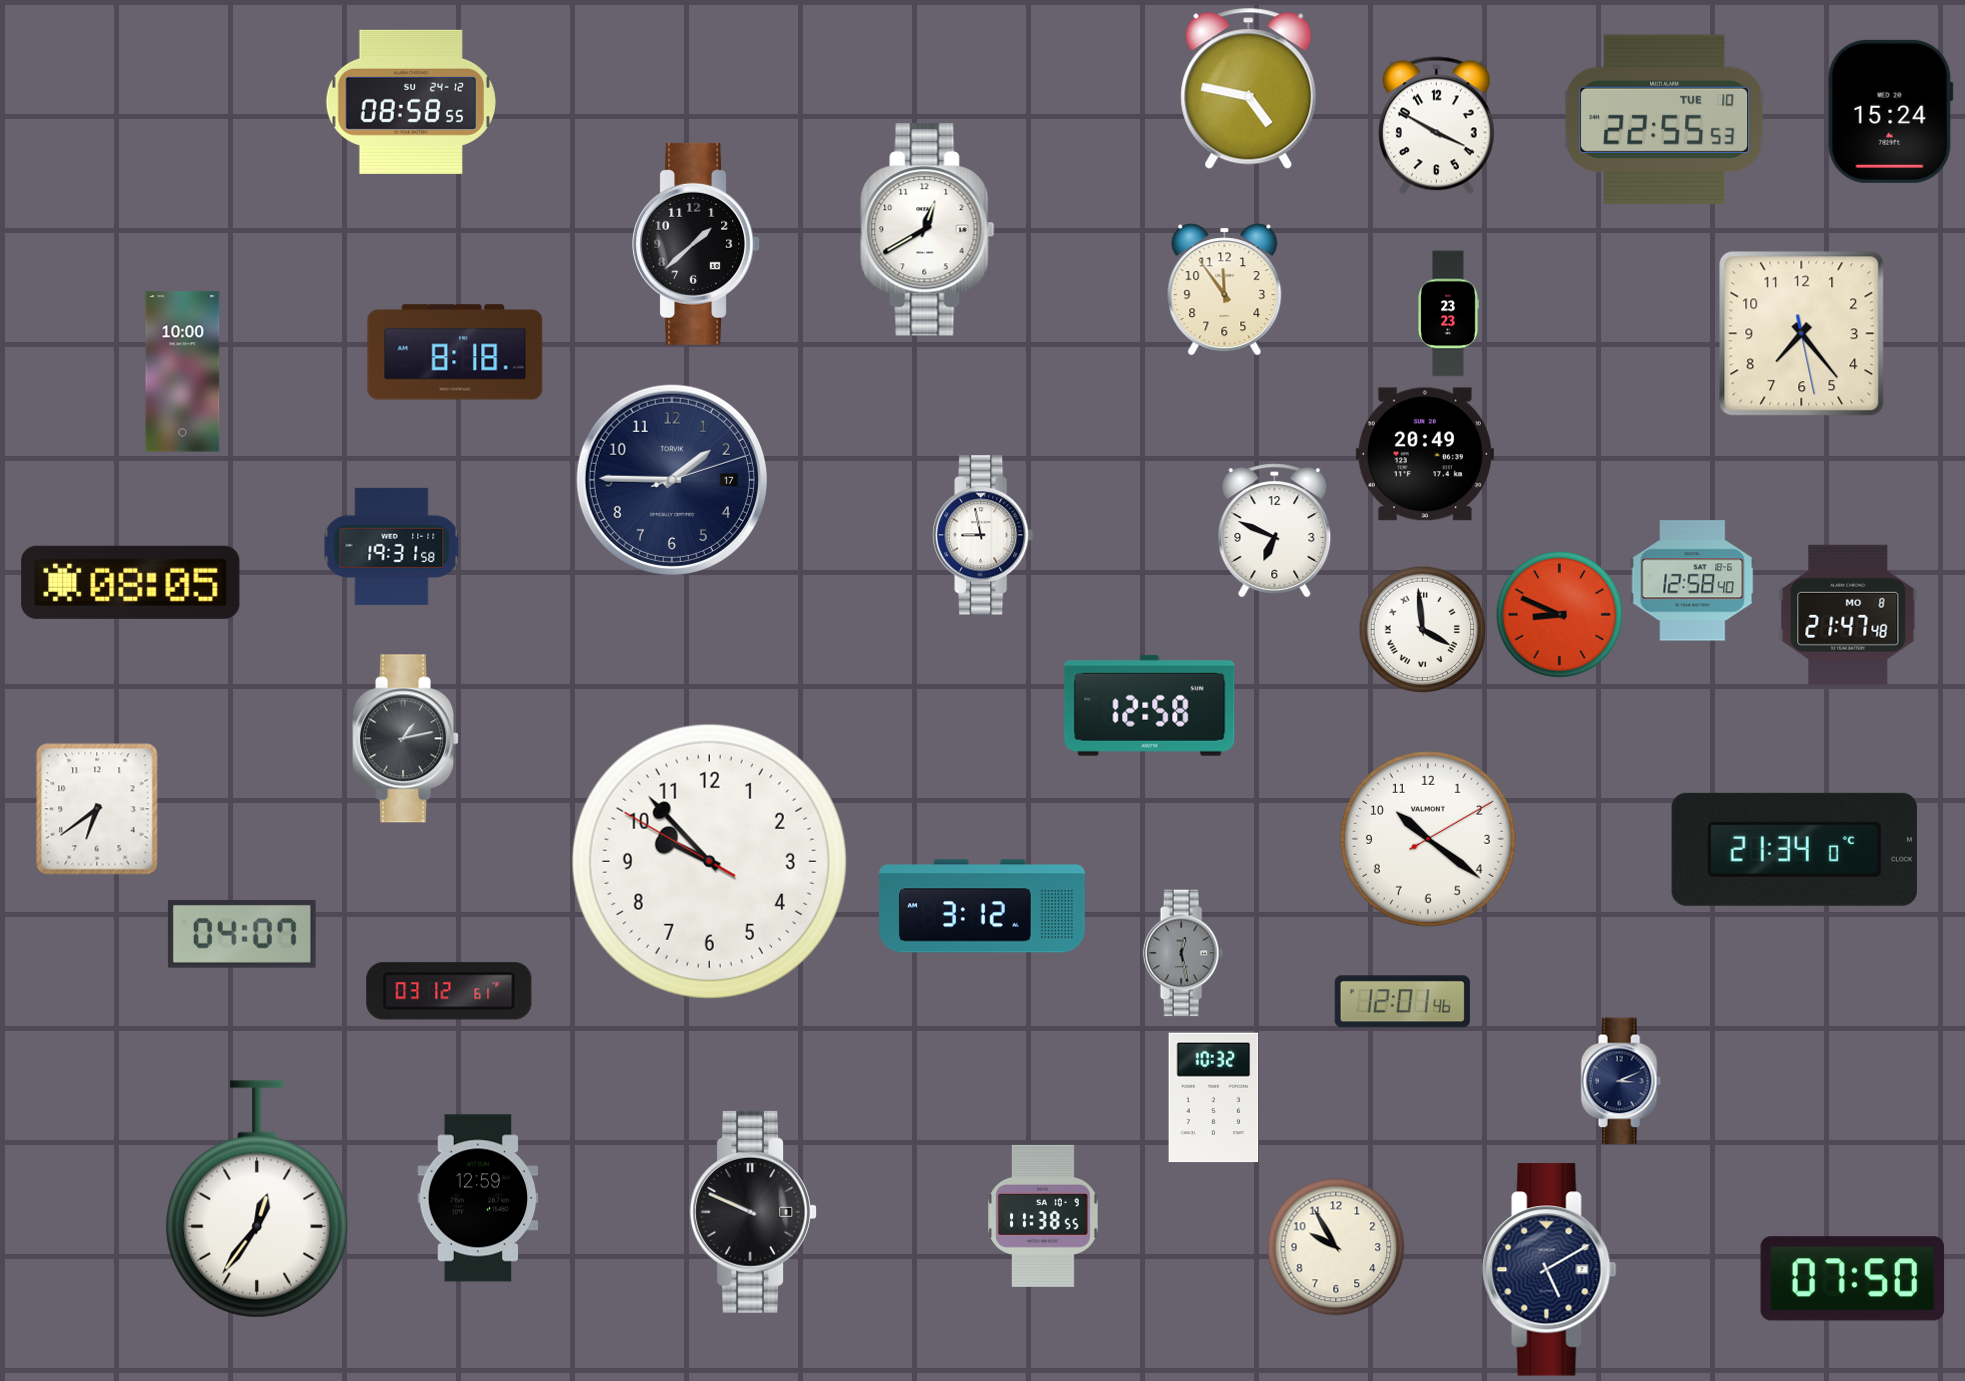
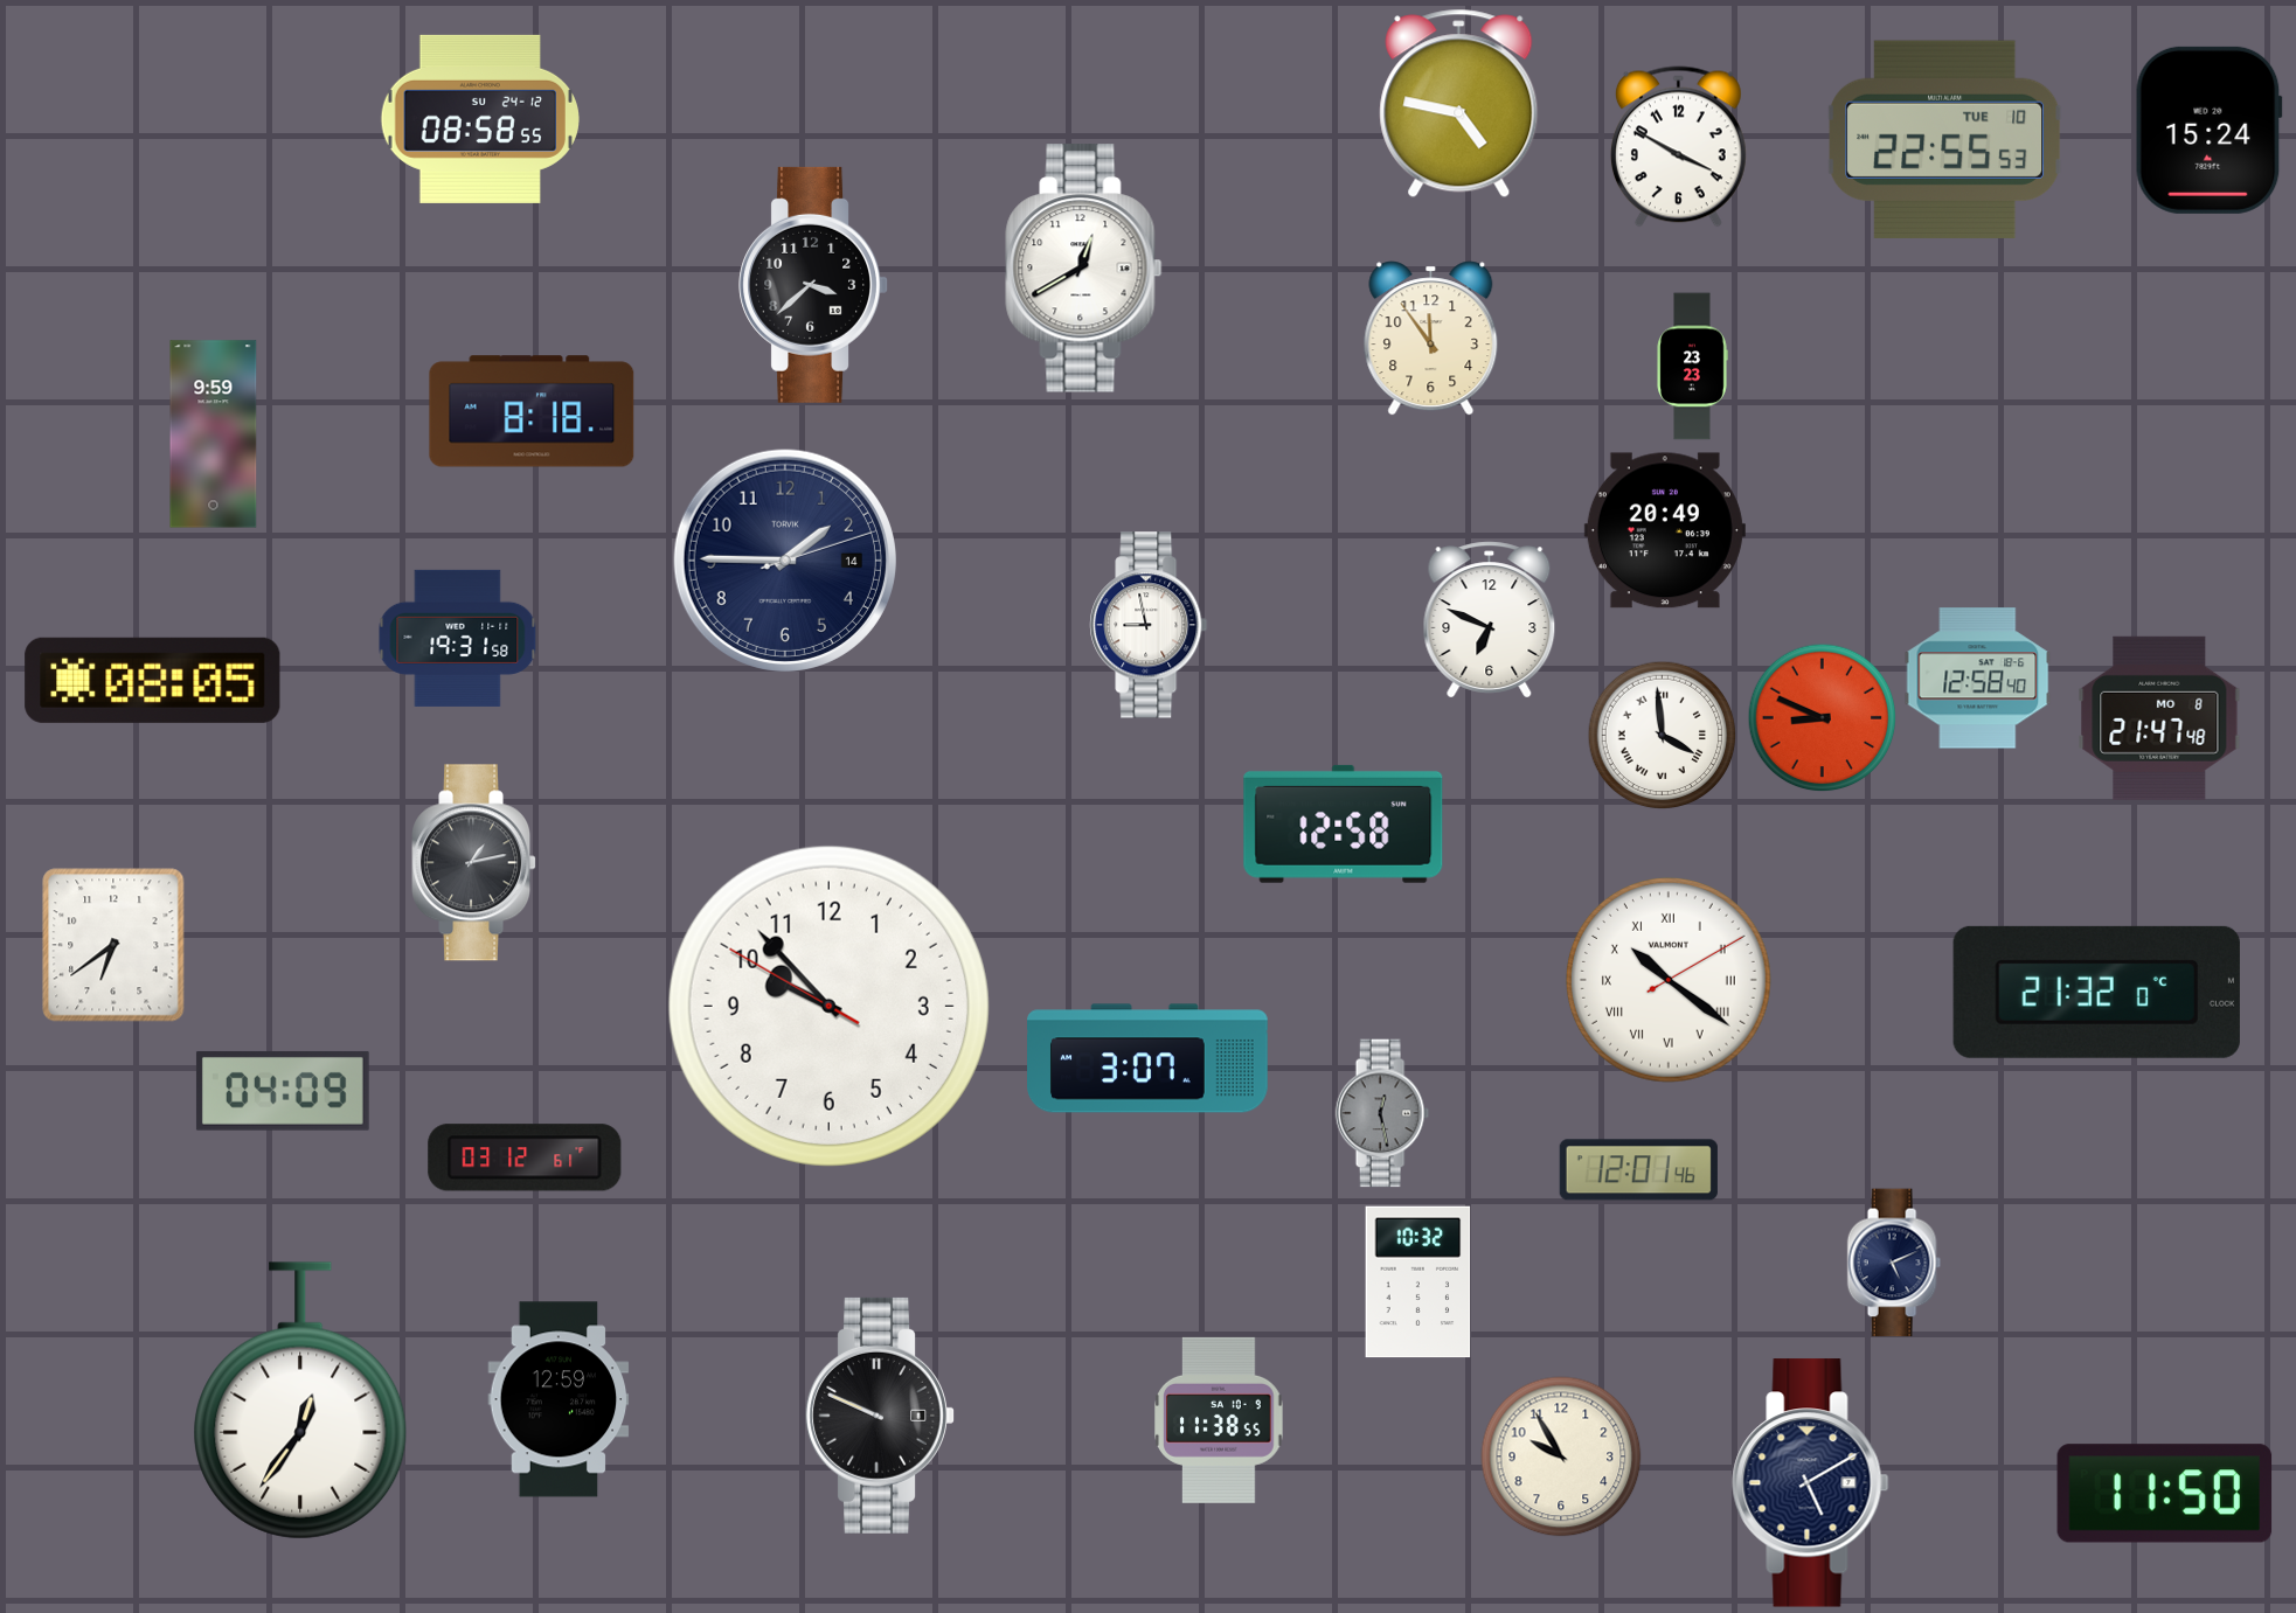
clock at (696, 244): 1:38 -> 3:38
clock at (1802, 334): 7:23 -> none
clock at (183, 372): 10:00 -> 9:59
clock at (672, 480) date: 17 -> 14
clock at (1428, 839) numerals: Arabic -> Roman
clock at (1794, 849): 21:34 -> 21:32
clock at (982, 906): 3:12 -> 3:07
clock at (242, 934): 04:07 -> 04:09
clock at (1621, 1081): 3:11 -> 5:11
clock at (1853, 1279): 07:50 -> 11:50
